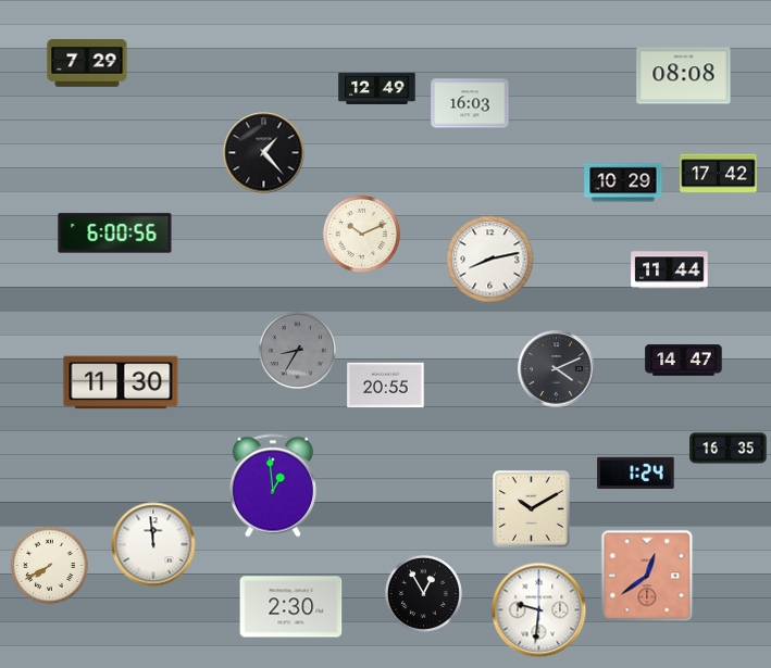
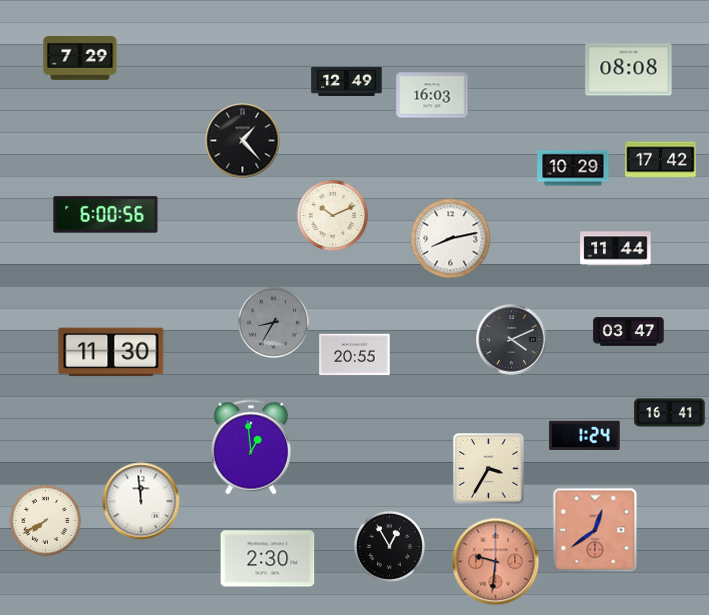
clock at (684, 361): 14:47 -> 03:47
clock at (729, 449): 16:35 -> 16:41
clock at (532, 509): 10:10 -> 3:35
clock at (539, 610) dial: white -> salmon
